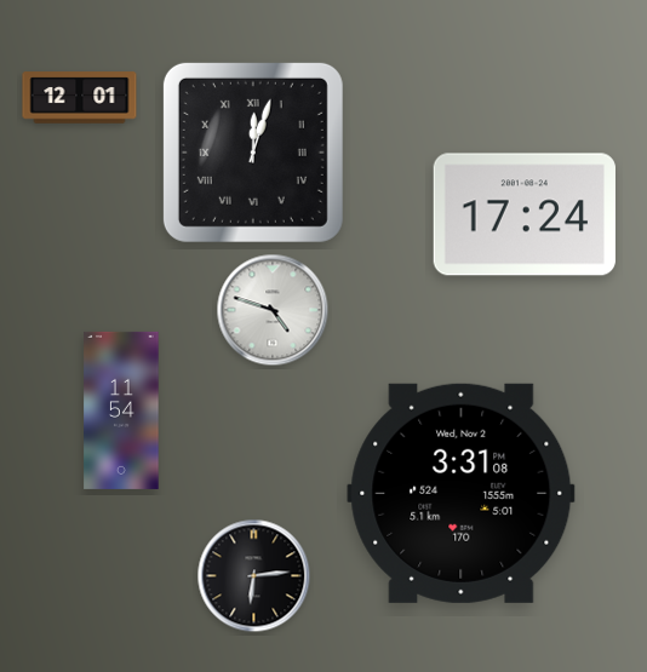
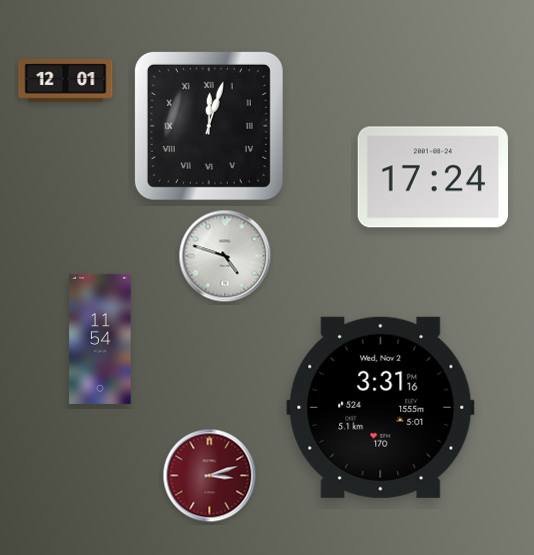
clock at (462, 493): 3:31:08 -> 3:31:16
clock at (254, 576): 6:14 -> 3:12
clock at (254, 576) dial: black -> burgundy
